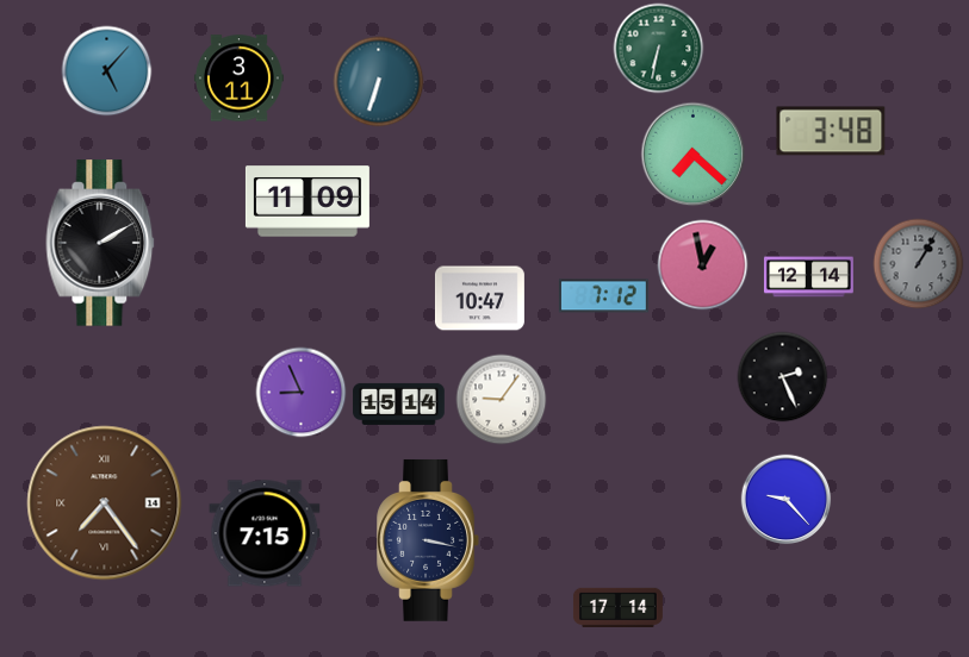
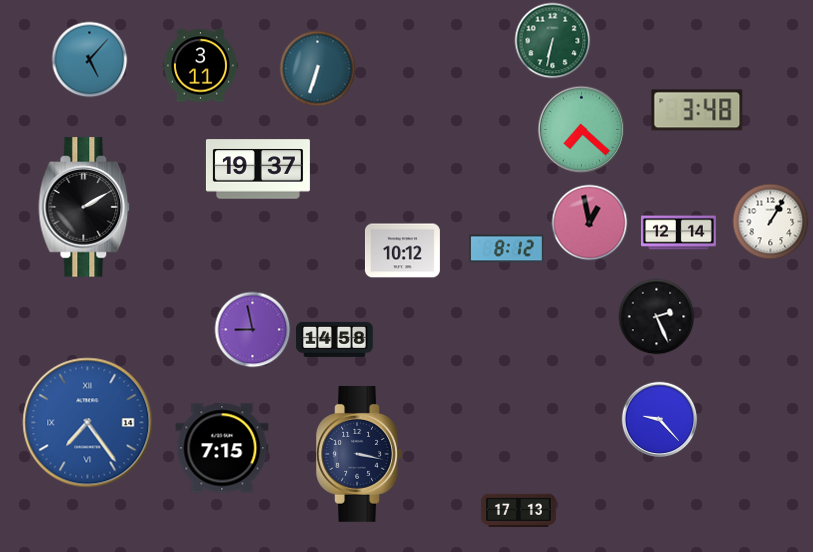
clock at (308, 201): 11:09 -> 19:37
clock at (100, 243) position: (100, 243) -> (84, 207)
clock at (919, 264) dial: grey -> white
clock at (603, 296): 7:12 -> 8:12
clock at (479, 299): 10:47 -> 10:12
clock at (302, 393): 8:56 -> 8:58
clock at (502, 400): 9:06 -> none
clock at (399, 403): 15:14 -> 14:58
clock at (105, 503) dial: brown -> blue
clock at (617, 607): 17:14 -> 17:13
